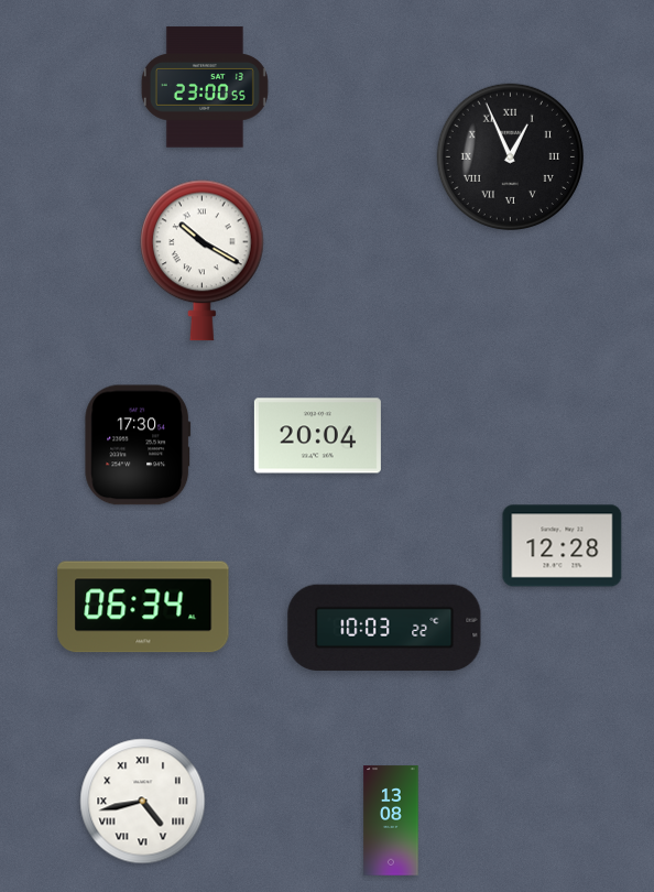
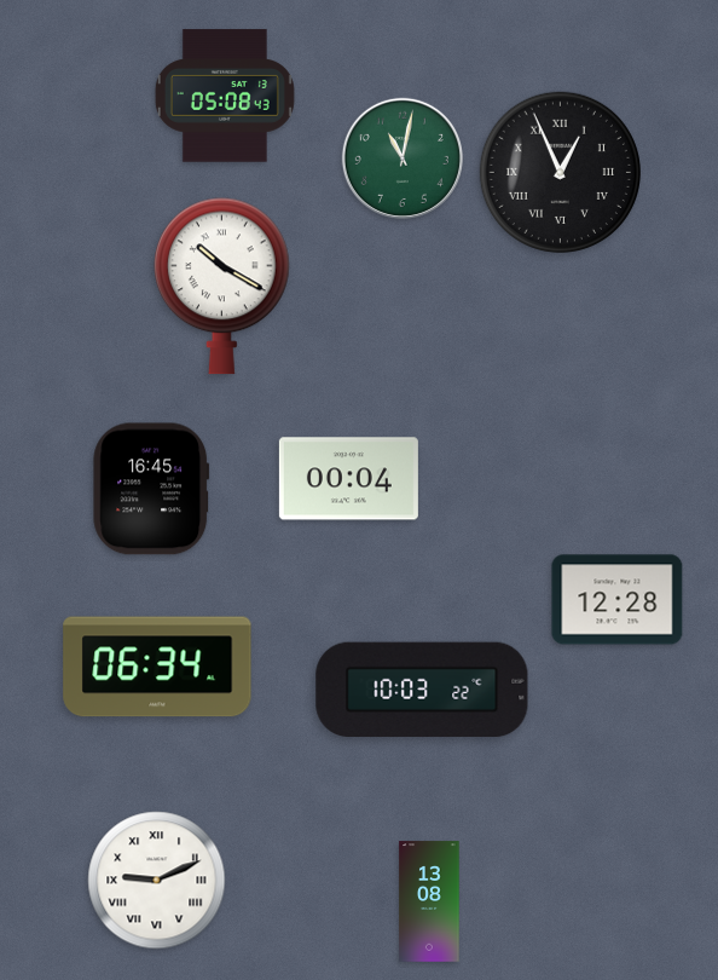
clock at (205, 87): 23:00 -> 05:08
clock at (403, 158): none -> 11:02
clock at (317, 436): 20:04 -> 00:04
clock at (138, 445): 17:30 -> 16:45
clock at (143, 802): 4:43 -> 9:11
